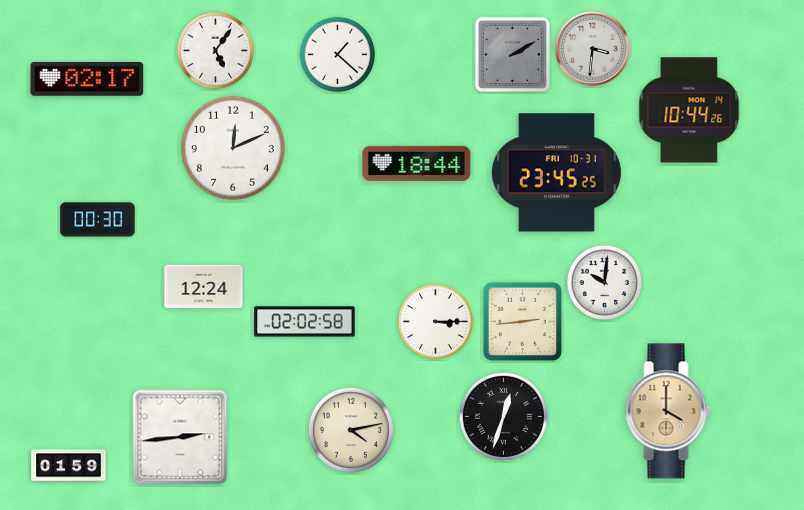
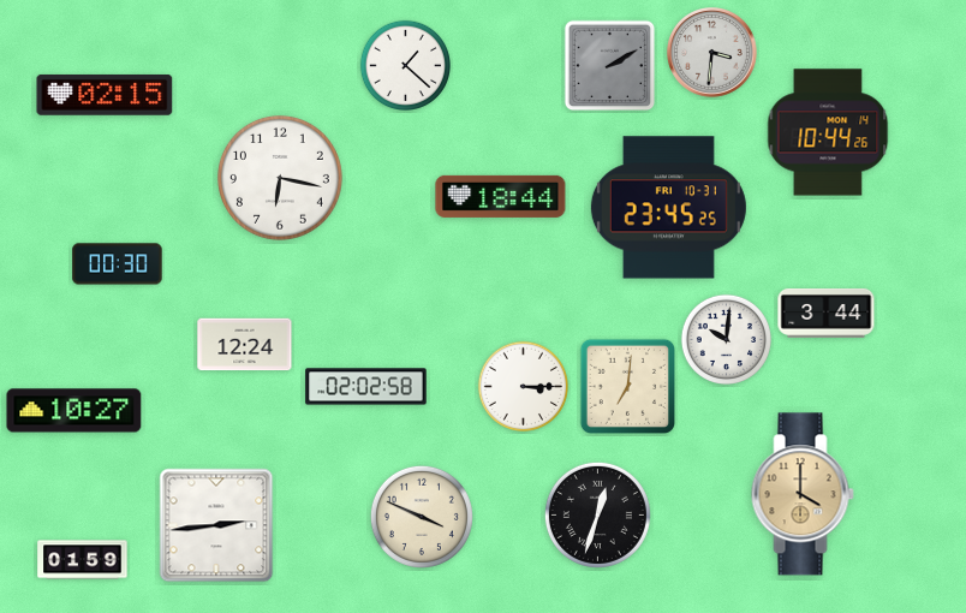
clock at (593, 49) position: (593, 49) -> (712, 53)
clock at (215, 50): 5:06 -> none
clock at (513, 55) position: (513, 55) -> (610, 66)
clock at (87, 79): 02:17 -> 02:15
clock at (233, 148): 12:11 -> 6:17
clock at (827, 313): none -> 3:44
clock at (522, 321): 2:44 -> 7:01
clock at (74, 411): none -> 10:27
clock at (503, 416) position: (503, 416) -> (597, 514)
clock at (351, 430): 4:13 -> 3:49
